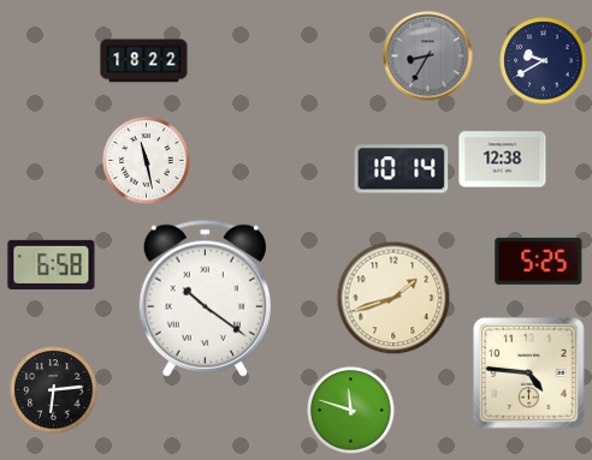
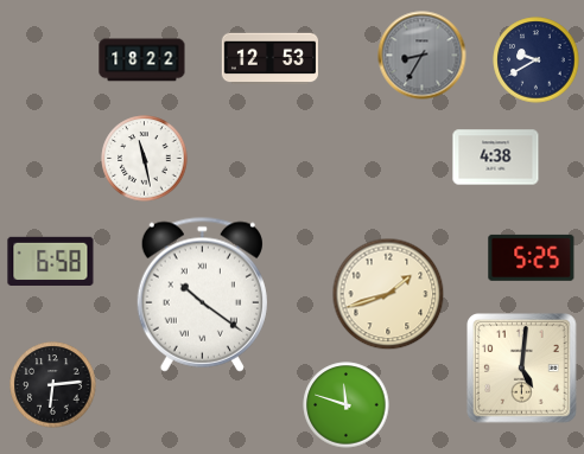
clock at (269, 59): none -> 12:53
clock at (503, 160): 12:38 -> 4:38
clock at (402, 169): 10:14 -> none
clock at (529, 374): 4:46 -> 5:01
